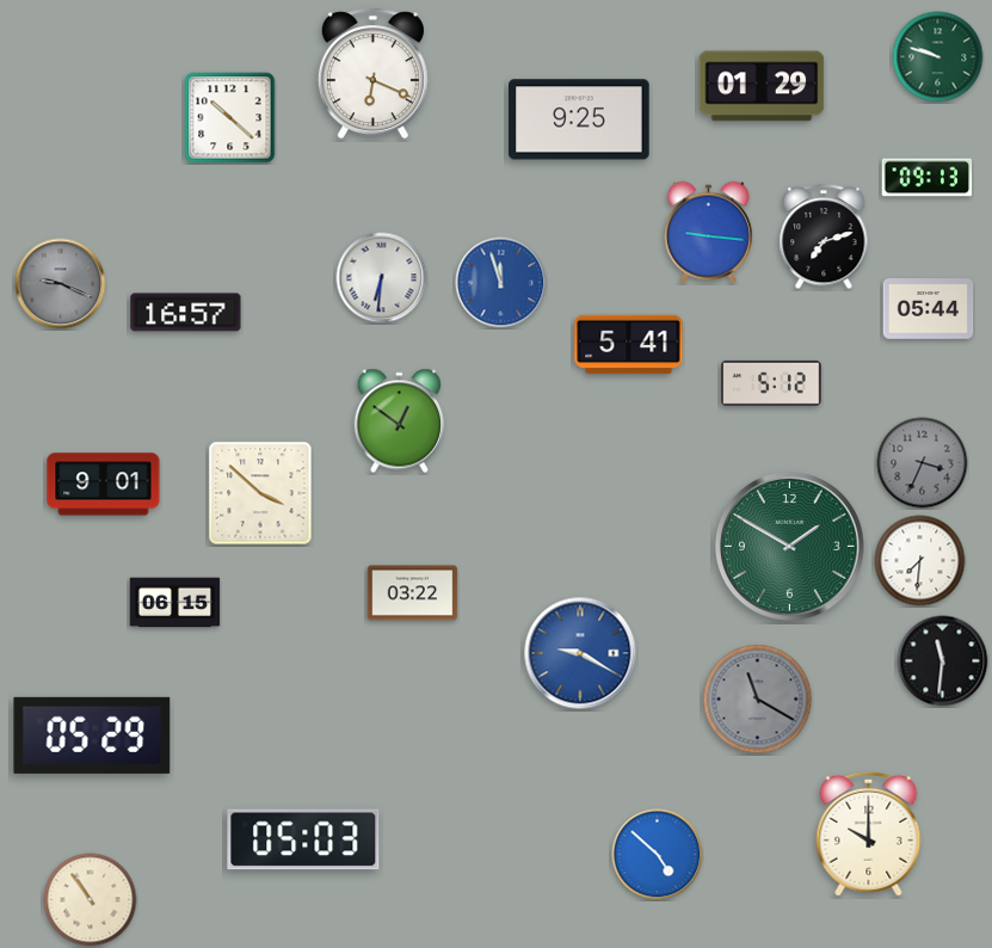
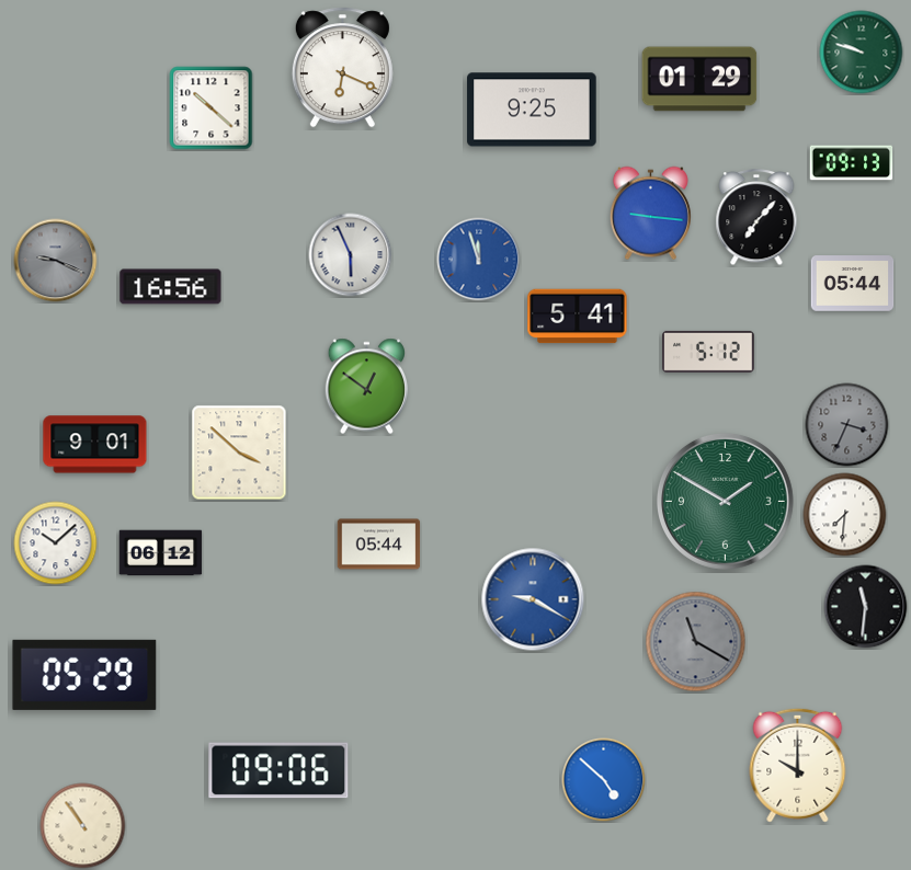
clock at (824, 238): 7:12 -> 7:07
clock at (382, 278): 6:31 -> 5:56
clock at (501, 283) position: (501, 283) -> (479, 260)
clock at (186, 313): 16:57 -> 16:56
clock at (56, 543): none -> 10:08
clock at (413, 593): 03:22 -> 05:44
clock at (175, 603): 06:15 -> 06:12
clock at (303, 839): 05:03 -> 09:06
clock at (658, 855) position: (658, 855) -> (604, 780)
